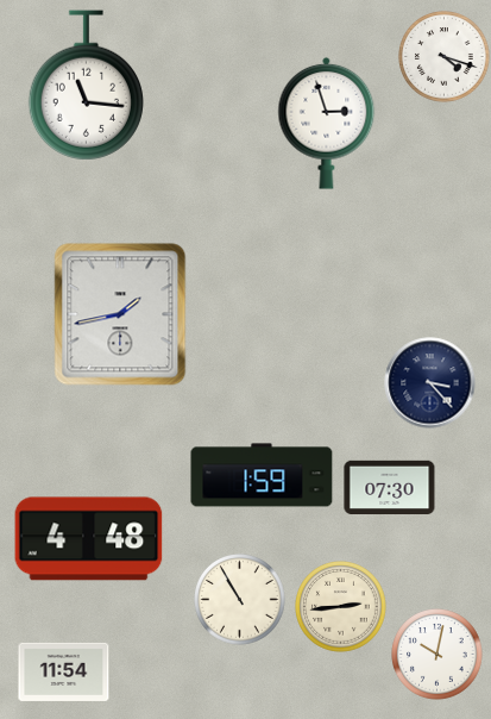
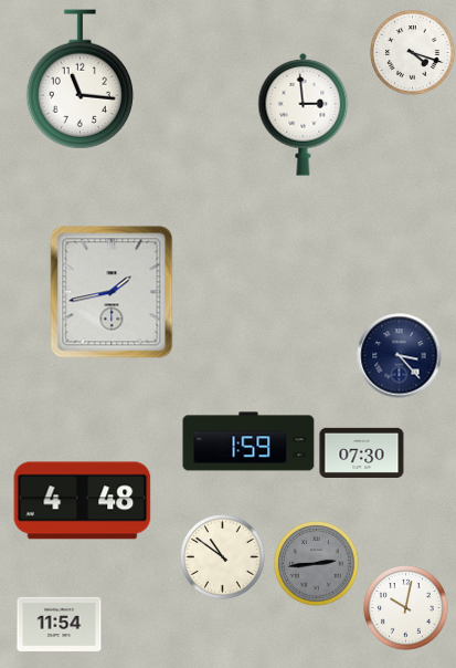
clock at (327, 123): 2:57 -> 2:59
clock at (262, 475) position: (262, 475) -> (248, 441)
clock at (240, 600): 10:55 -> 10:51
clock at (341, 607) dial: cream -> grey
